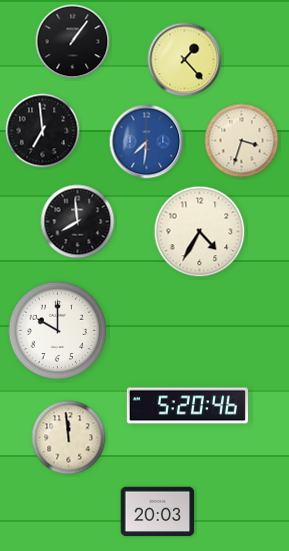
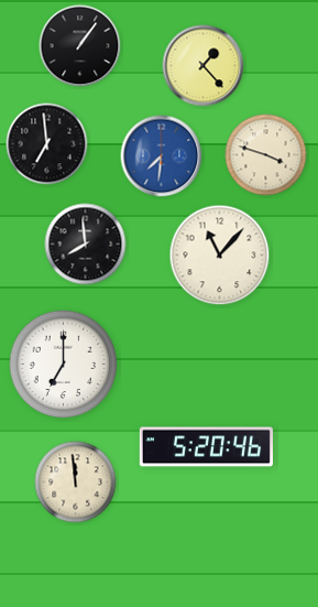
clock at (242, 141): 3:33 -> 3:48
clock at (200, 232): 4:35 -> 11:07
clock at (58, 331): 10:00 -> 7:00
clock at (158, 512): 20:03 -> none
